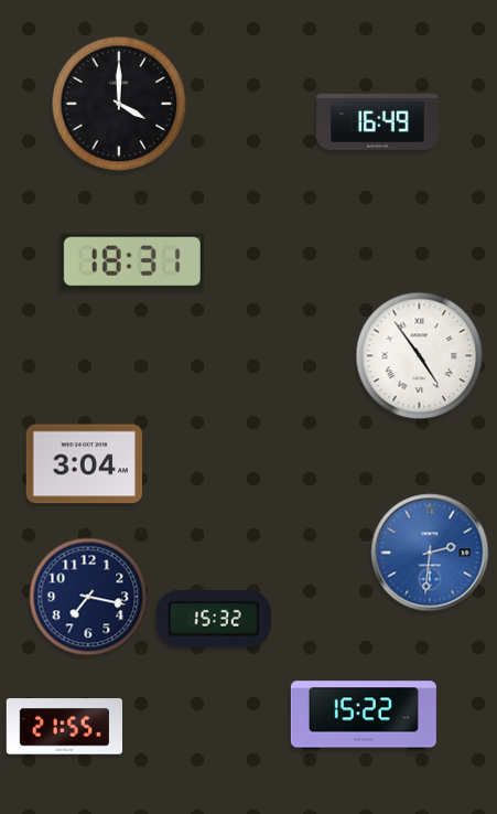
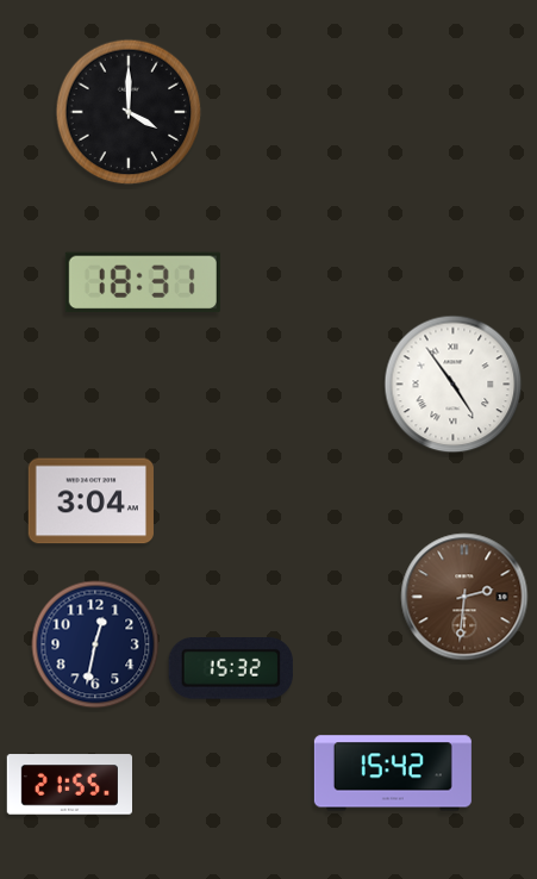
clock at (378, 121): 16:49 -> none
clock at (430, 553) dial: blue -> brown
clock at (88, 597): 7:17 -> 12:32
clock at (364, 716): 15:22 -> 15:42
